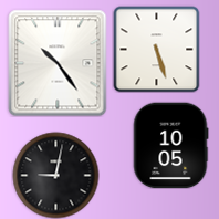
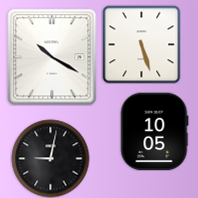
clock at (58, 63): 10:24 -> 10:20
